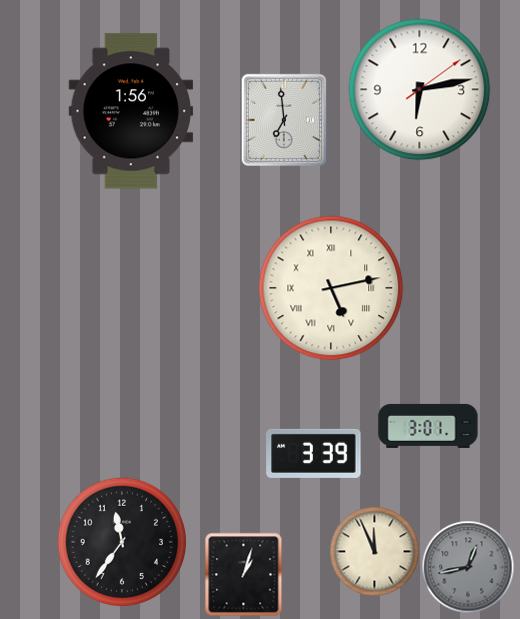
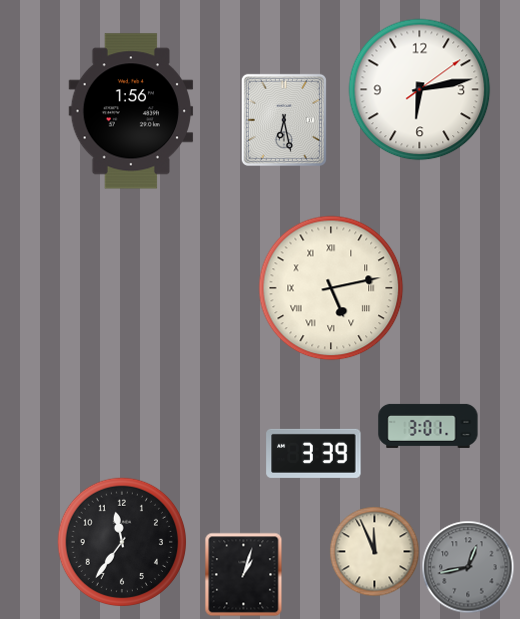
clock at (284, 120): 6:59 -> 6:28
